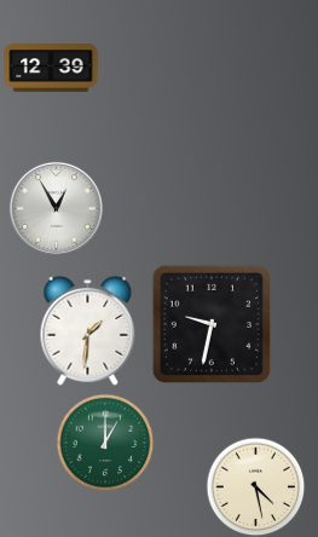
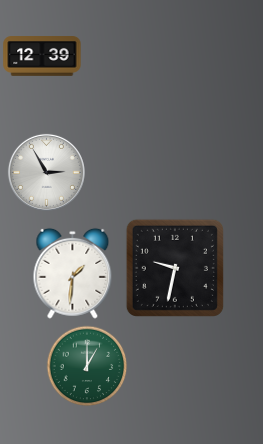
clock at (56, 208): 12:55 -> 2:55
clock at (255, 486): 4:28 -> none
